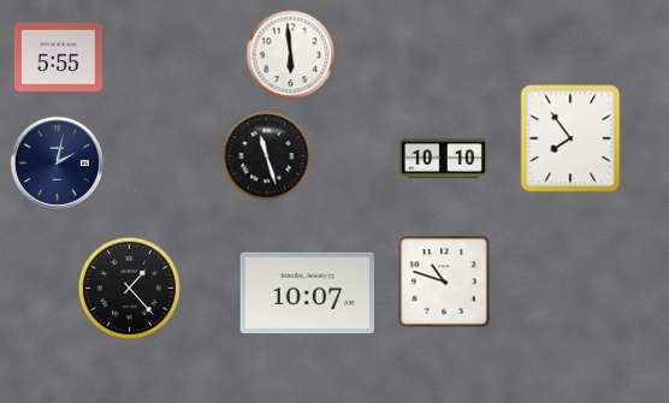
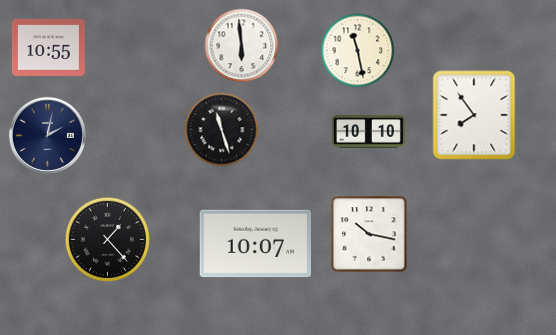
clock at (58, 57): 5:55 -> 10:55
clock at (358, 51): none -> 11:28
clock at (444, 281): 10:48 -> 10:17
